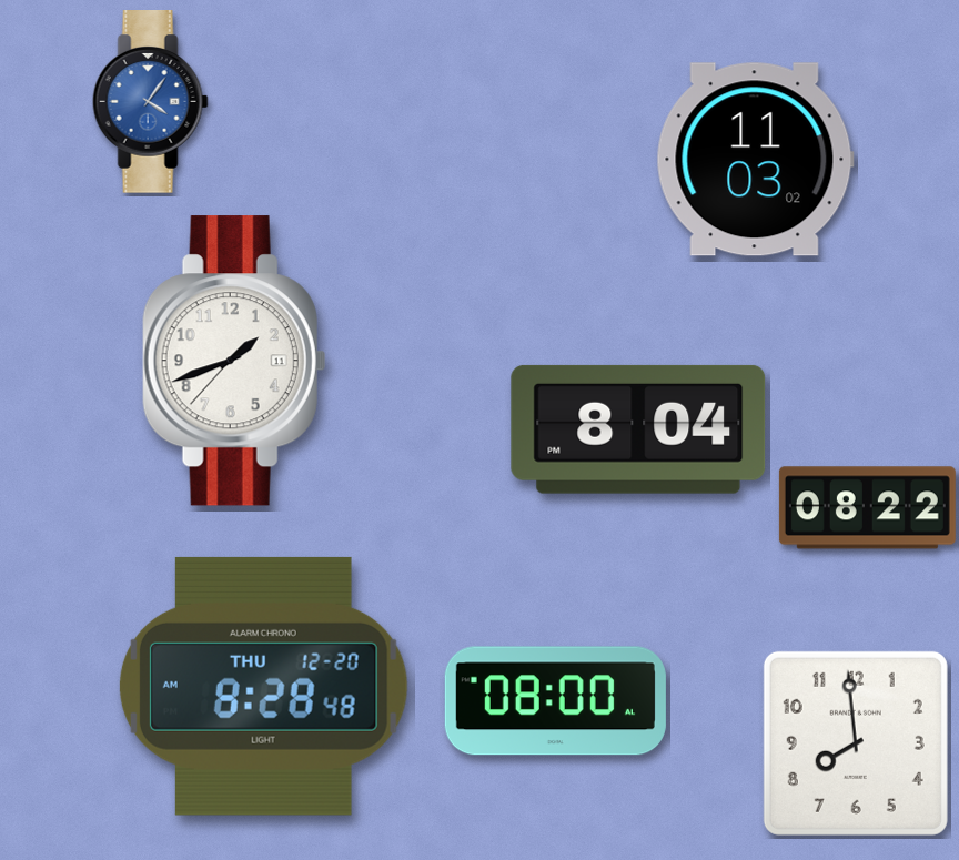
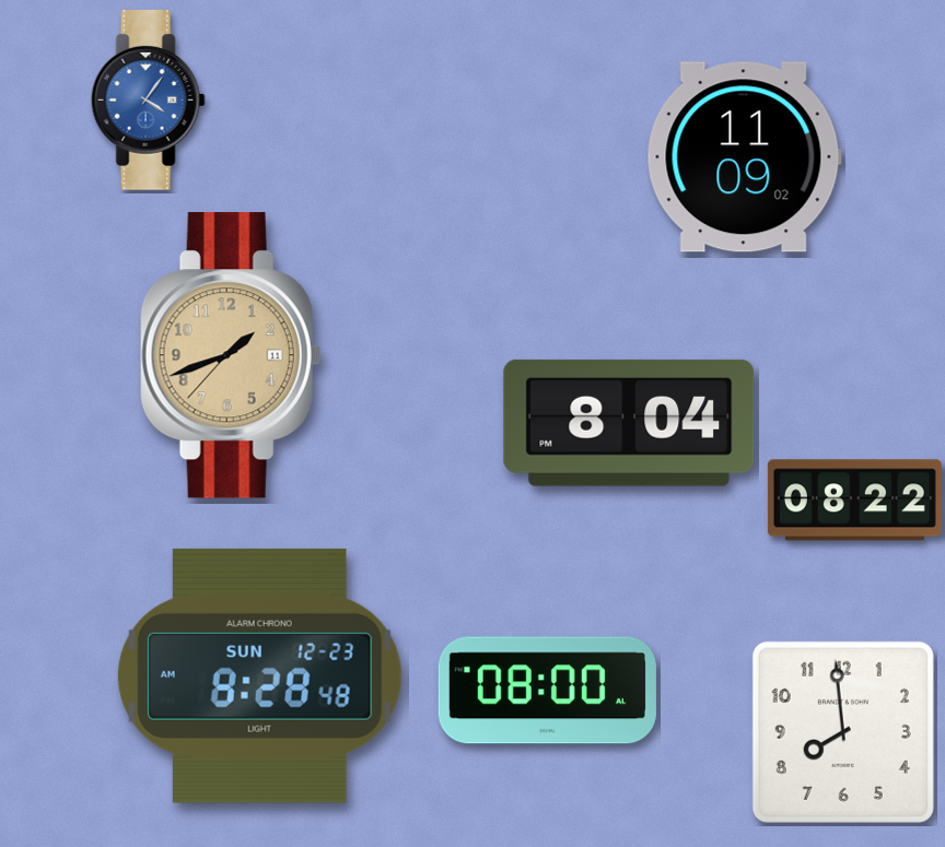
clock at (755, 160): 11:03 -> 11:09
clock at (234, 361) dial: white -> champagne
clock at (263, 686) date: THU 12-20 -> SUN 12-23
